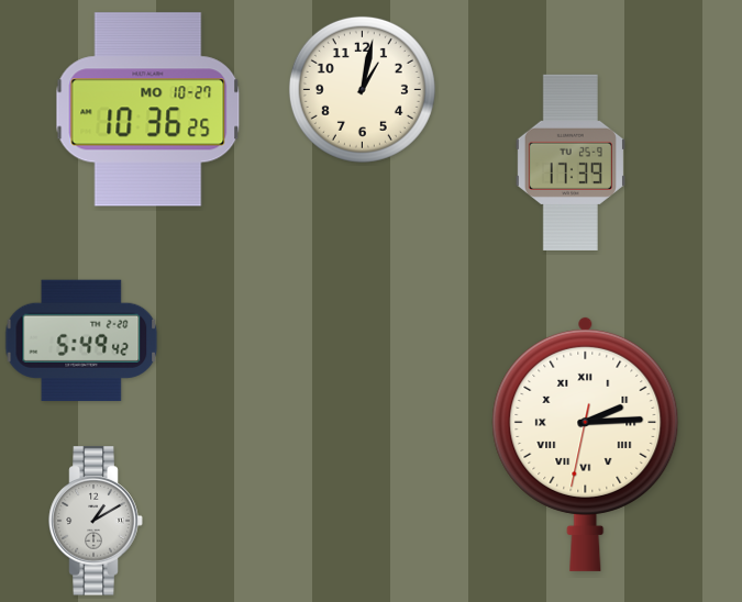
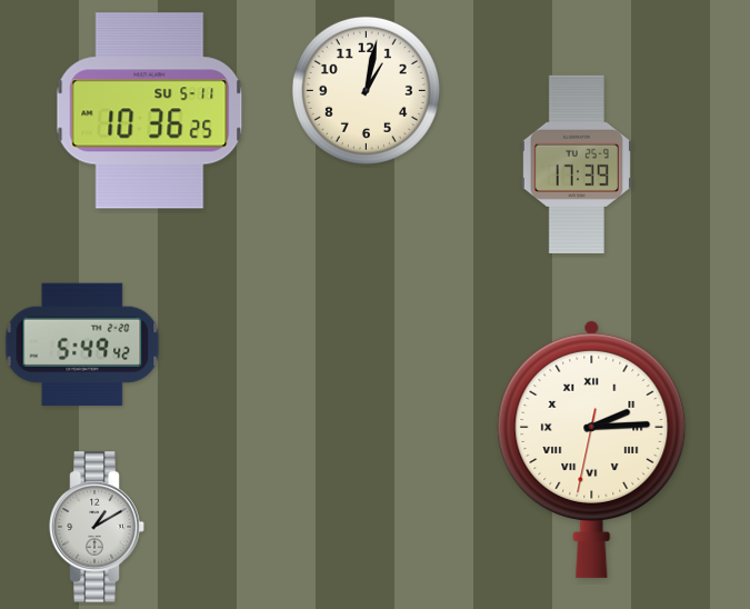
clock at (148, 110) date: MO 10-27 -> SU 5-11
